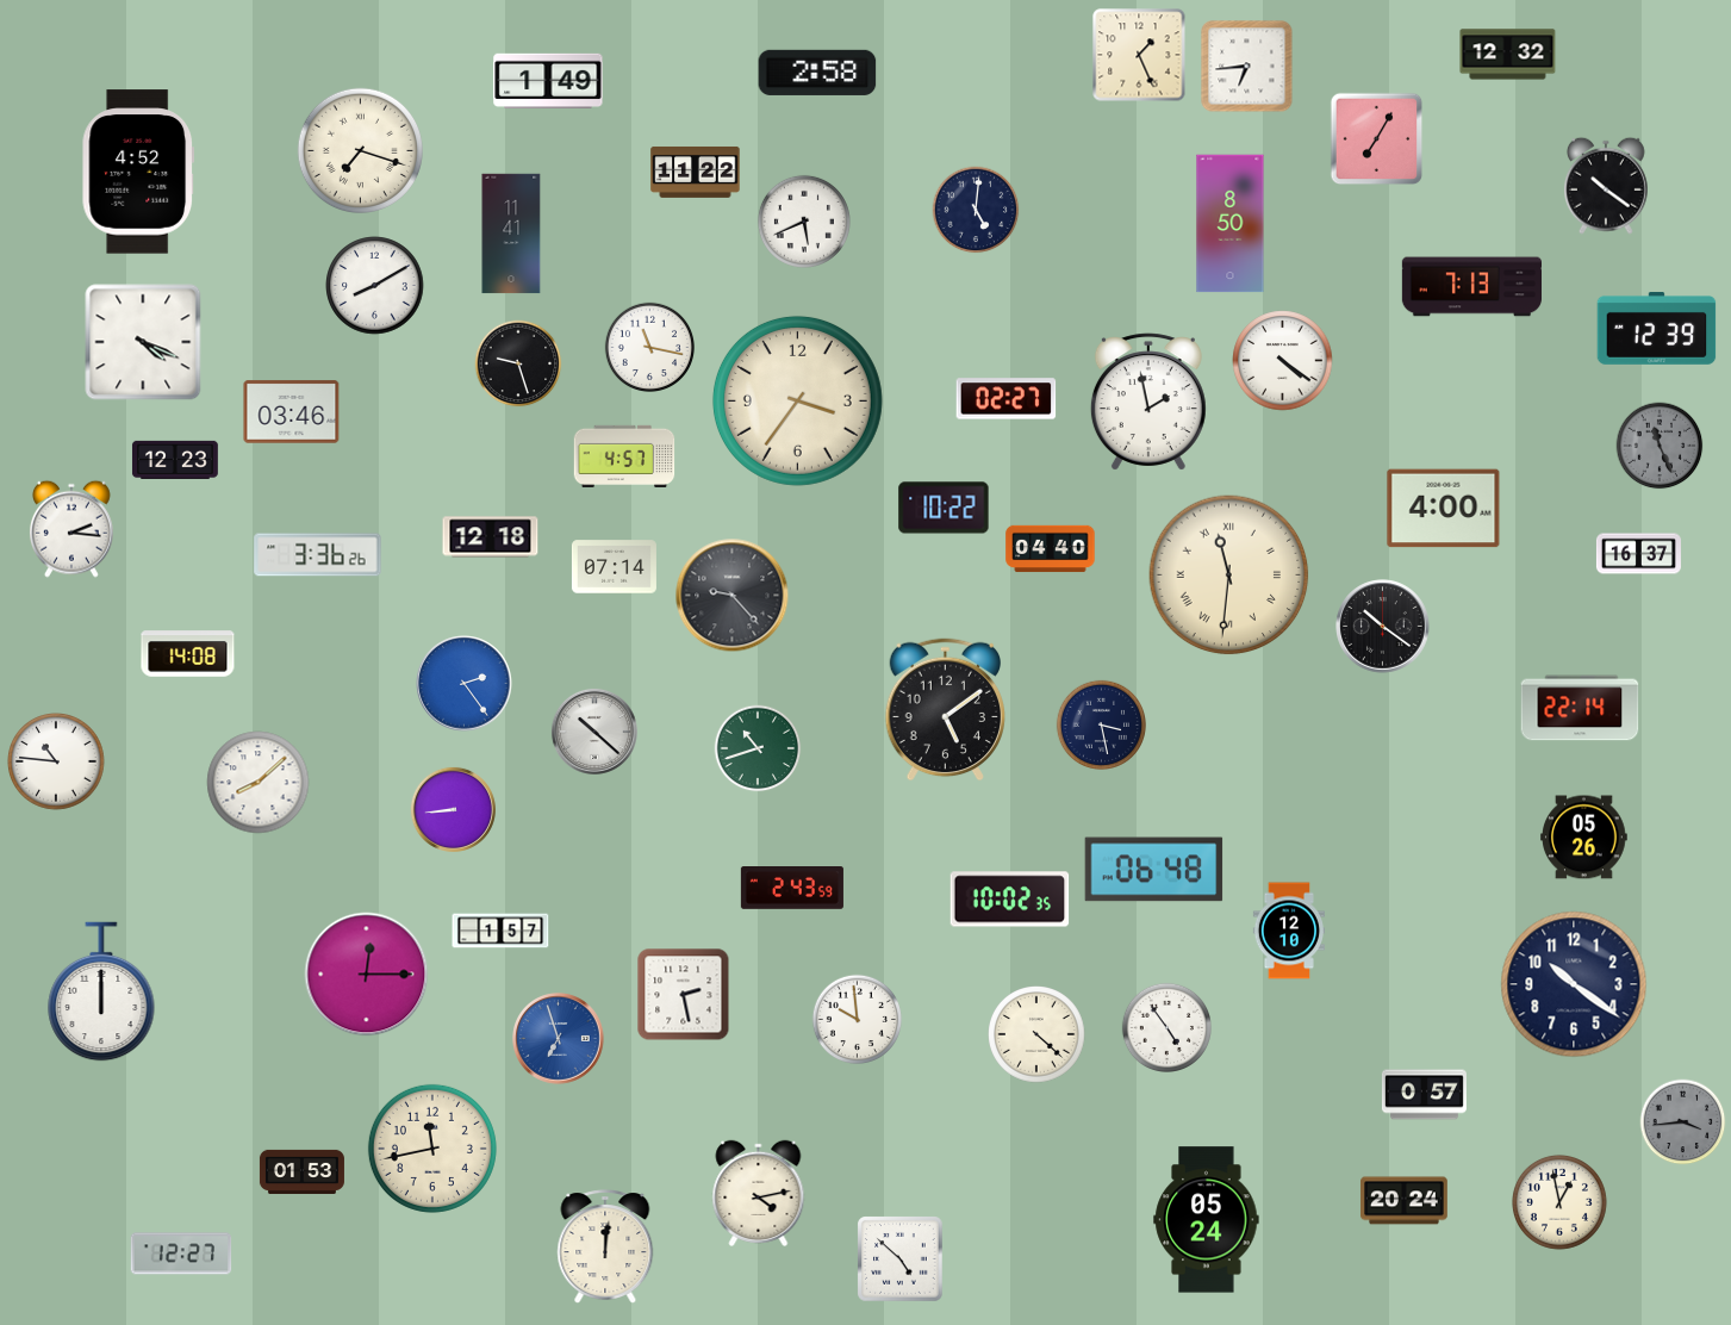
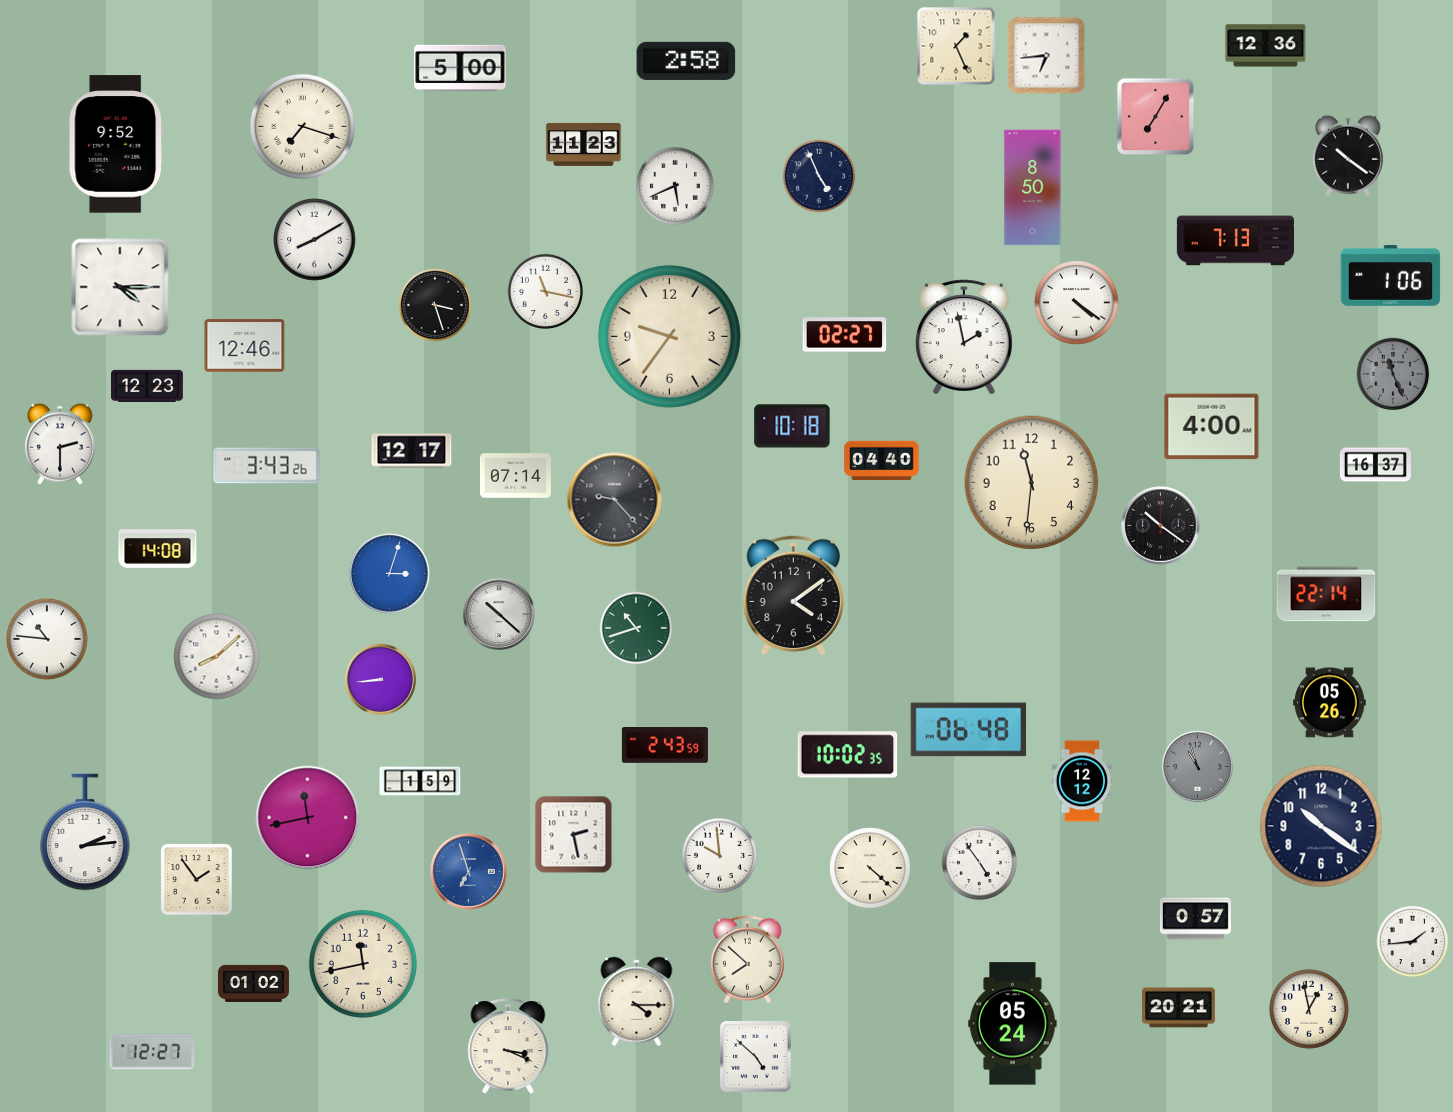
clock at (1508, 55): 12:32 -> 12:36
clock at (548, 80): 1:49 -> 5:00
clock at (137, 172): 4:52 -> 9:52
clock at (696, 173): 11:22 -> 11:23
clock at (976, 210): 5:01 -> 4:56
clock at (511, 234): 11:41 -> none
clock at (1657, 329): 12:39 -> 1:06
clock at (143, 342): 4:19 -> 4:15
clock at (518, 363): 9:27 -> 3:27
clock at (797, 400): 3:36 -> 9:36
clock at (292, 412): 03:46 -> 12:46
clock at (624, 455): 4:57 -> none
clock at (944, 508): 10:22 -> 10:18
clock at (71, 529): 2:16 -> 2:30
clock at (491, 537): 12:18 -> 12:17
clock at (318, 555): 3:36 -> 3:43
clock at (1229, 576) numerals: Roman -> Arabic
clock at (465, 684): 2:24 -> 3:03
clock at (945, 710): 5:09 -> 4:09
clock at (1101, 724): 3:28 -> none
clock at (1197, 766): none -> 10:57
clock at (500, 931): 1:57 -> 1:59
clock at (1288, 931): 12:10 -> 12:12
clock at (367, 975): 12:15 -> 11:43
clock at (101, 991): 12:00 -> 2:14
clock at (197, 880): none -> 1:54
clock at (1683, 1122): 3:44 -> 1:44
clock at (1683, 1122) dial: grey -> white
clock at (747, 960): none -> 7:52
clock at (301, 1171): 01:53 -> 01:02
clock at (759, 1193): 4:13 -> 4:15
clock at (1405, 1201): 20:24 -> 20:21
clock at (605, 1246): 12:01 -> 3:19
